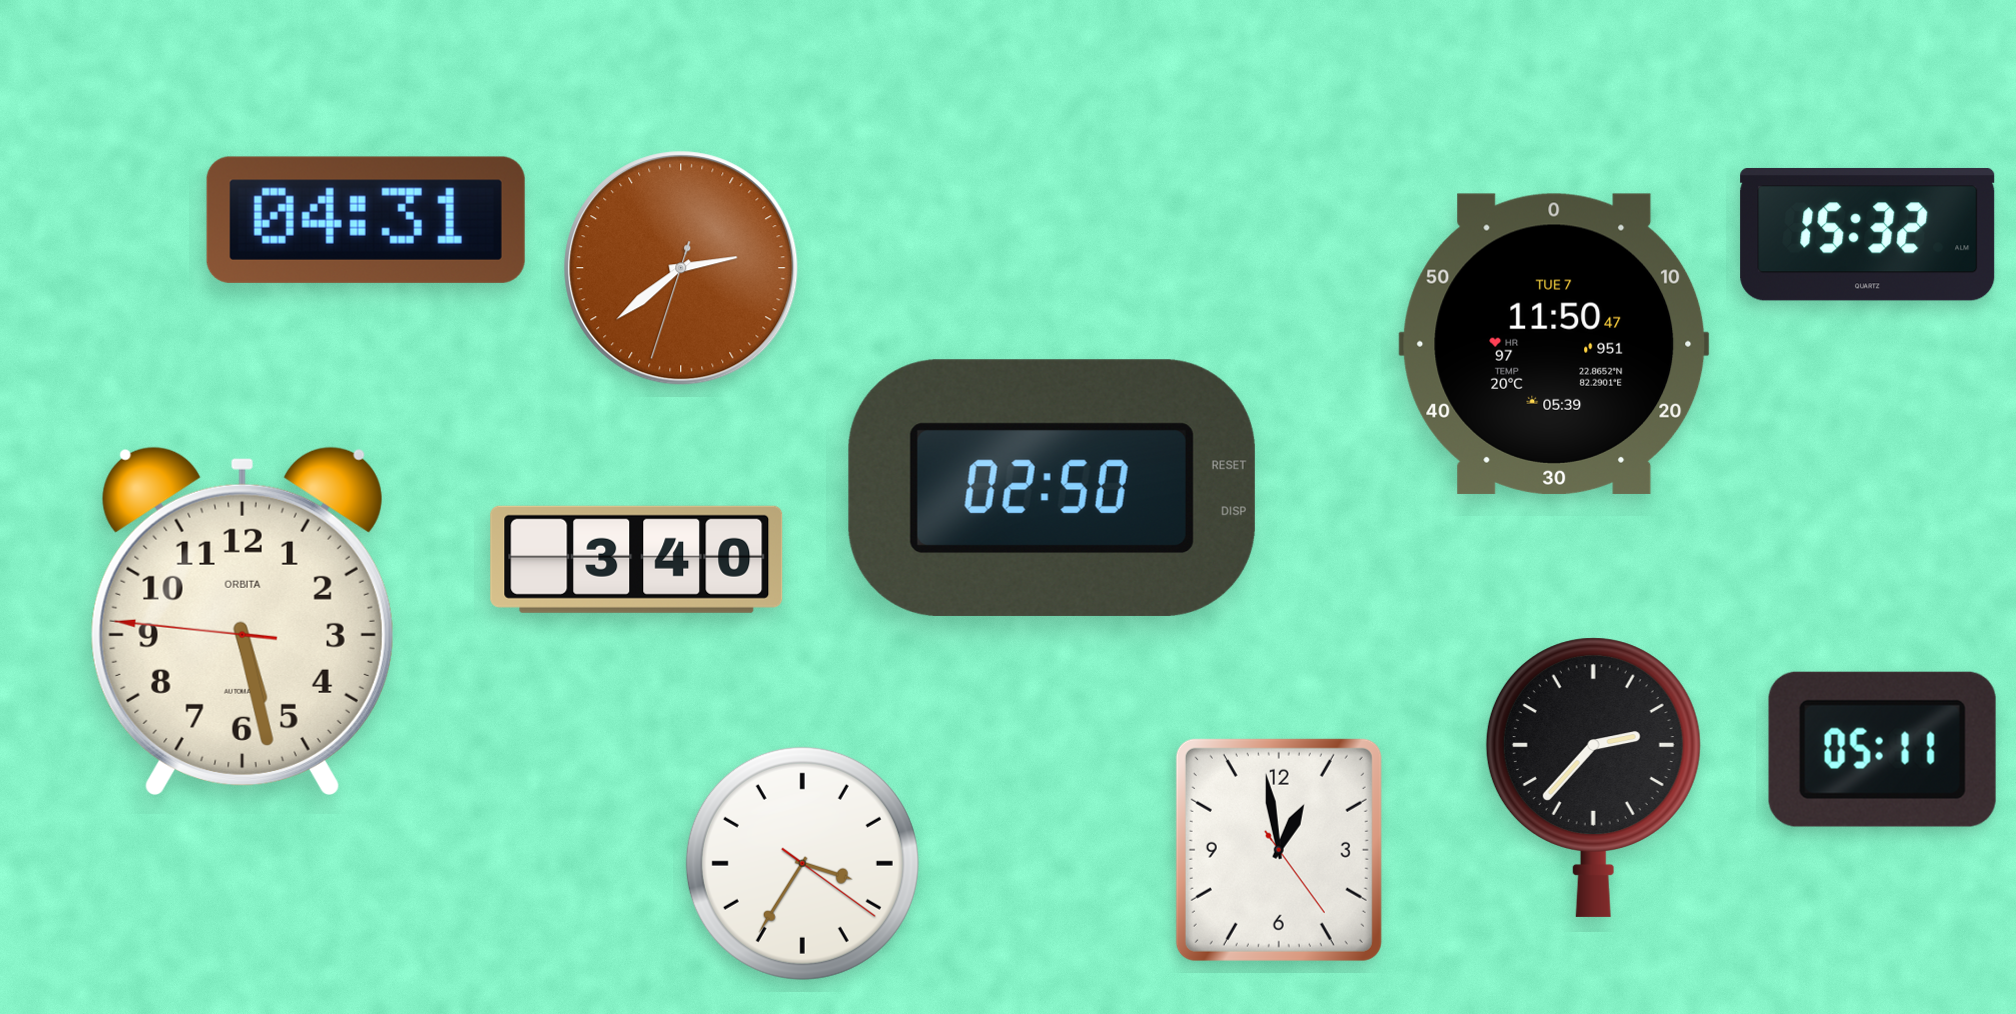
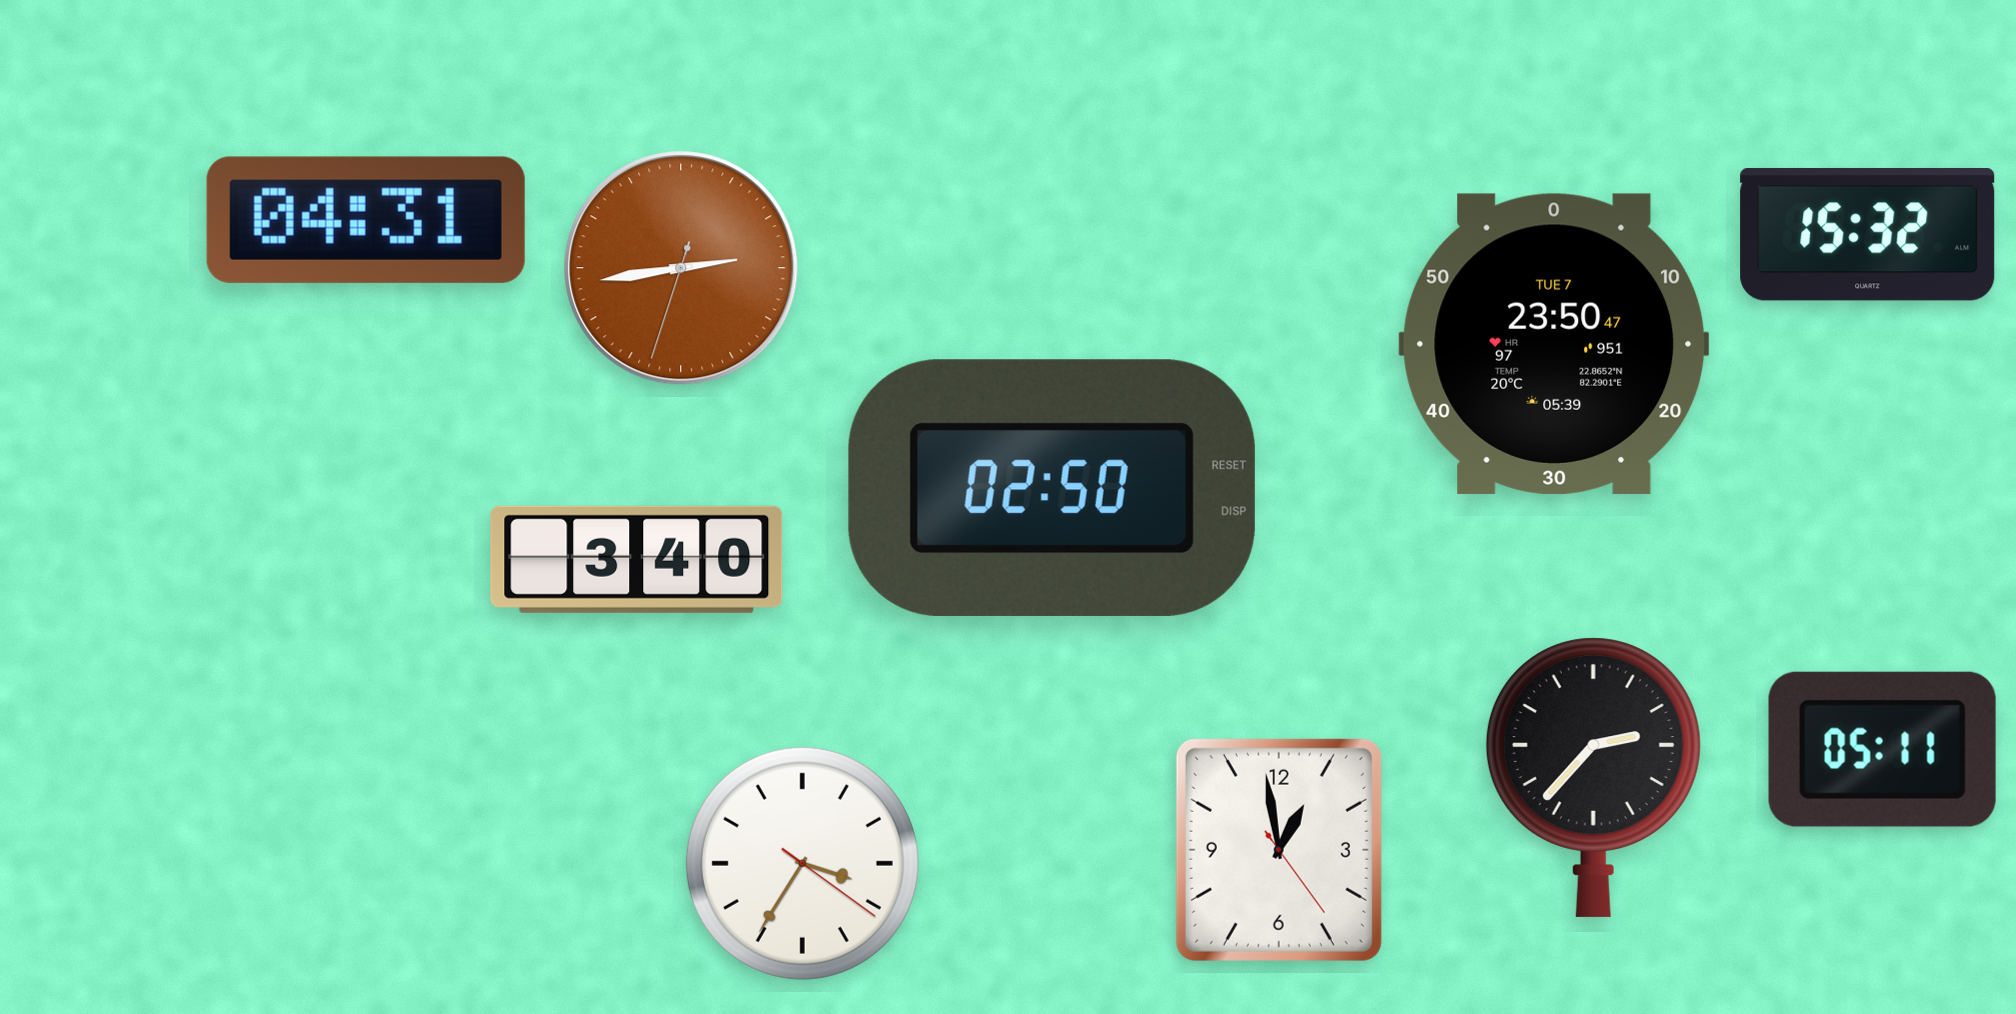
clock at (681, 268): 2:38 -> 2:43
clock at (1554, 344): 11:50 -> 23:50
clock at (242, 621): 5:27 -> none
